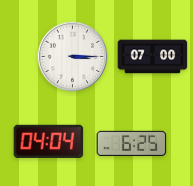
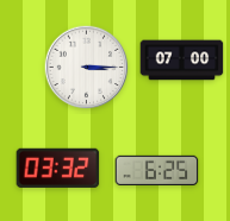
clock at (153, 57) position: (153, 57) -> (182, 61)
clock at (49, 141): 04:04 -> 03:32
